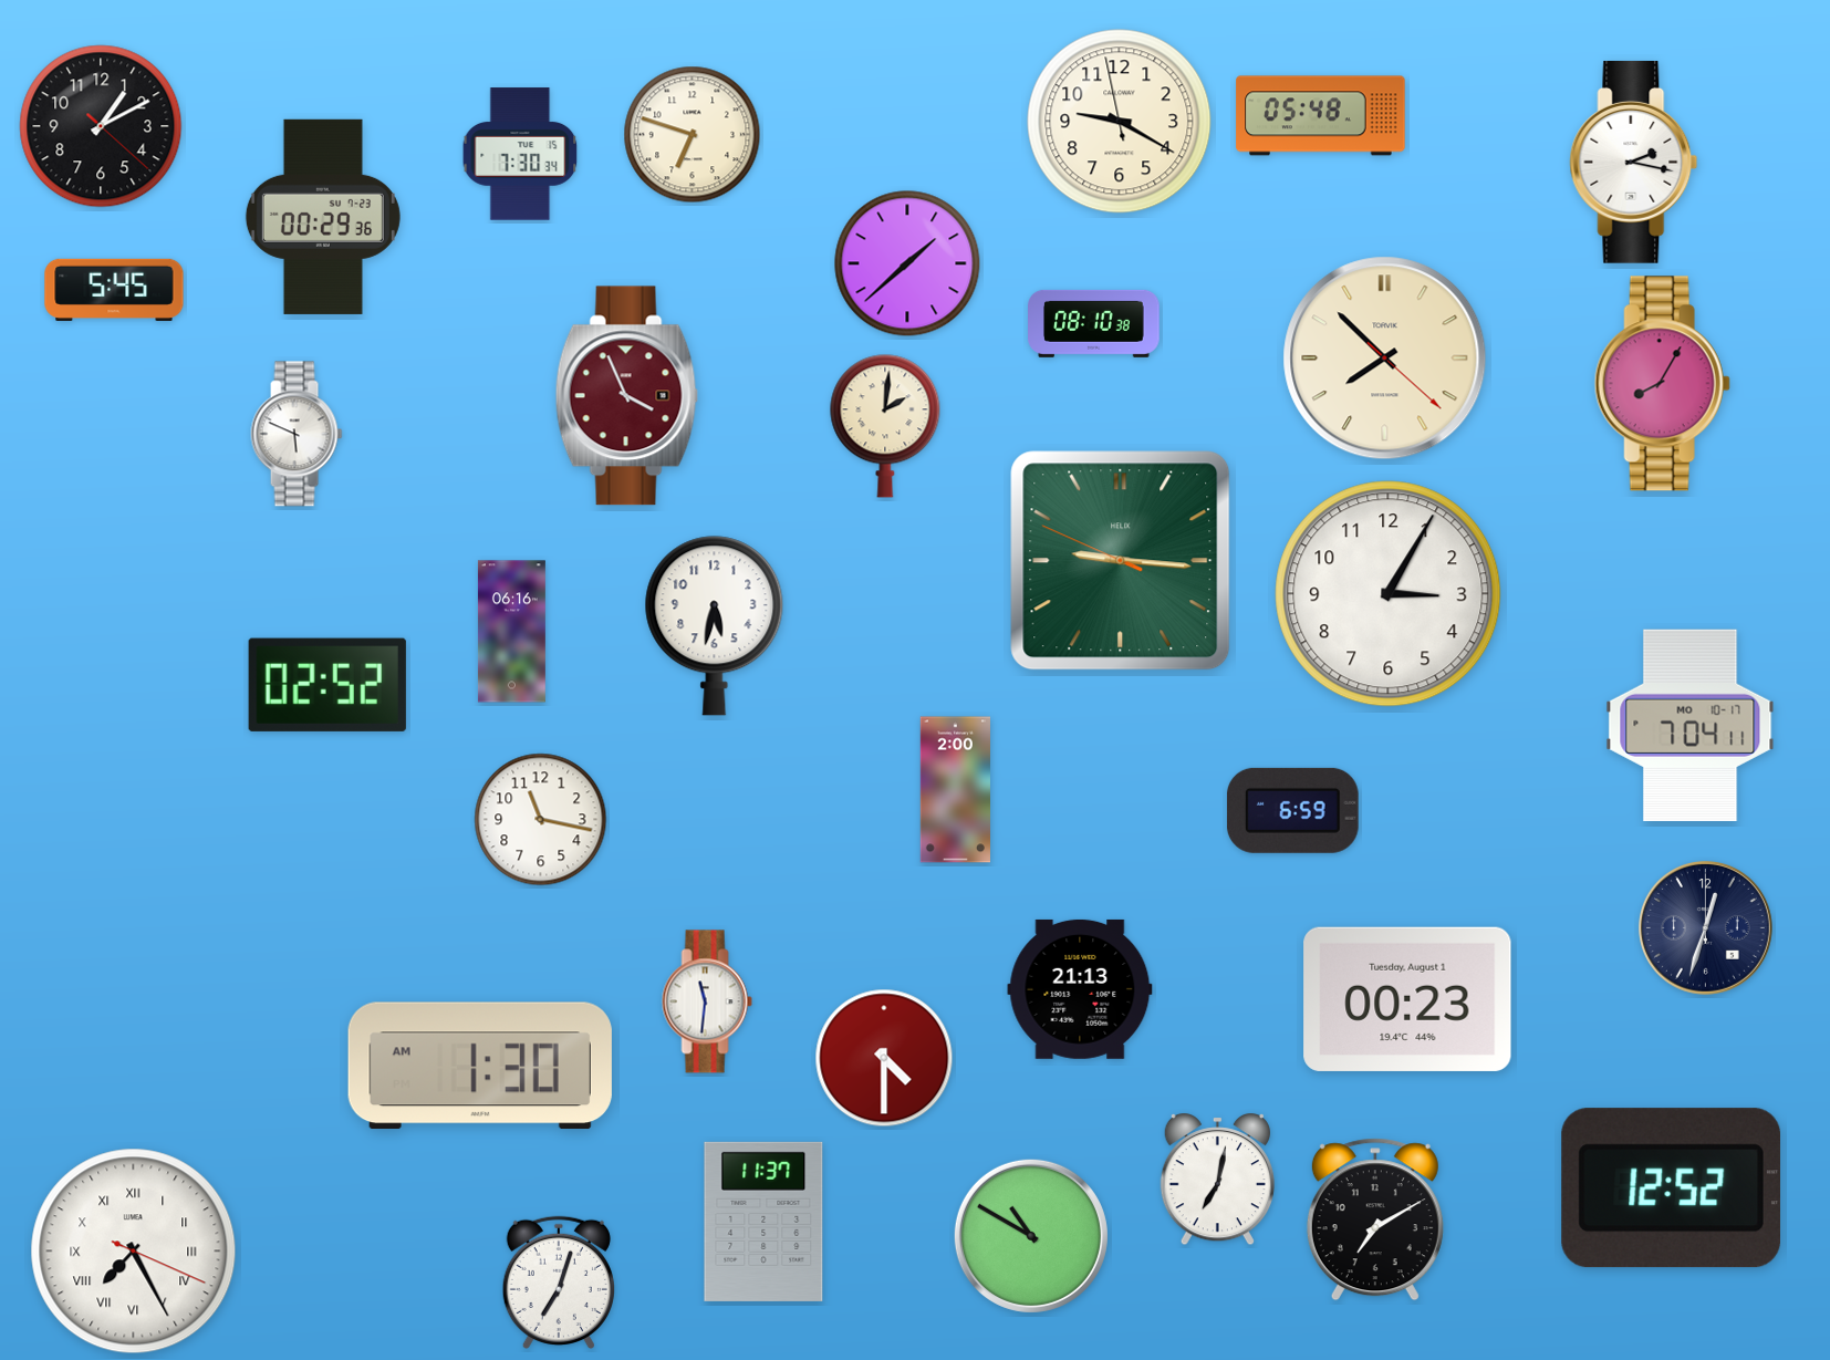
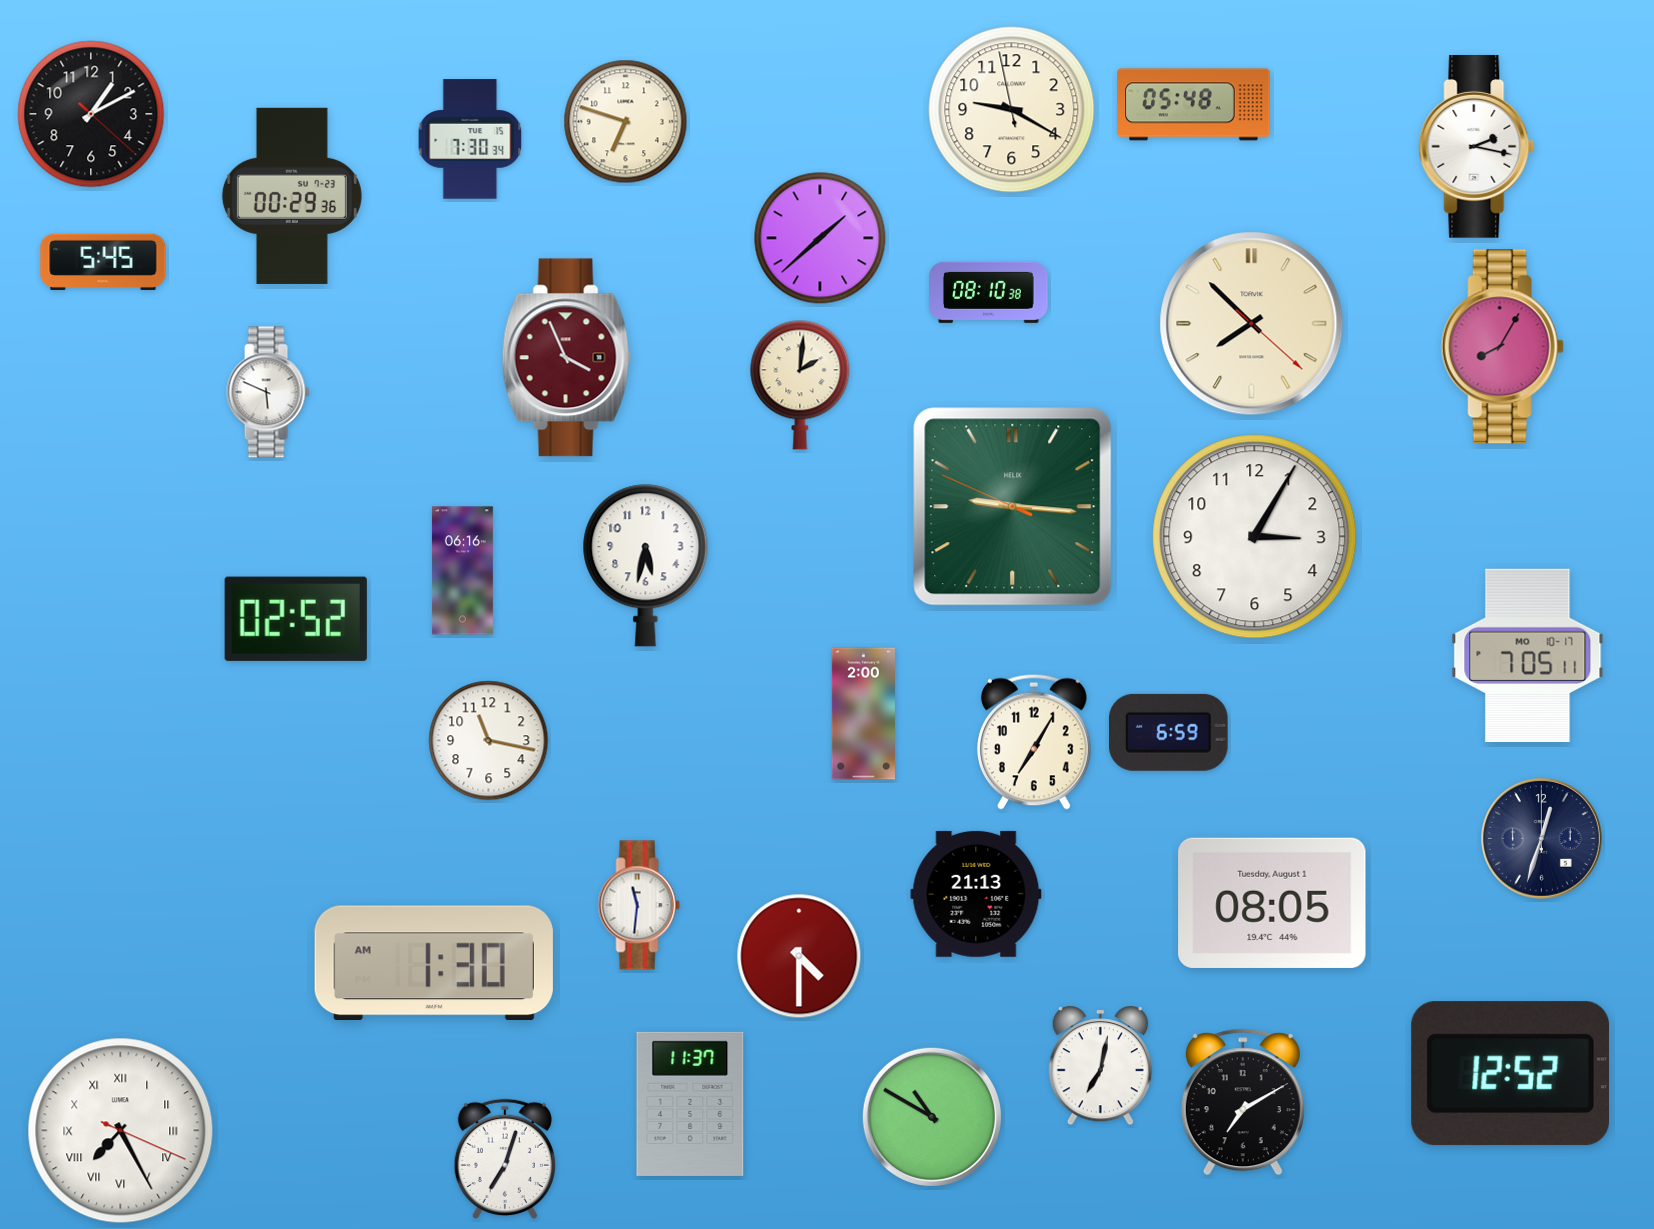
clock at (1691, 725): 7:04 -> 7:05
clock at (1035, 742): none -> 7:05
clock at (1407, 999): 00:23 -> 08:05
